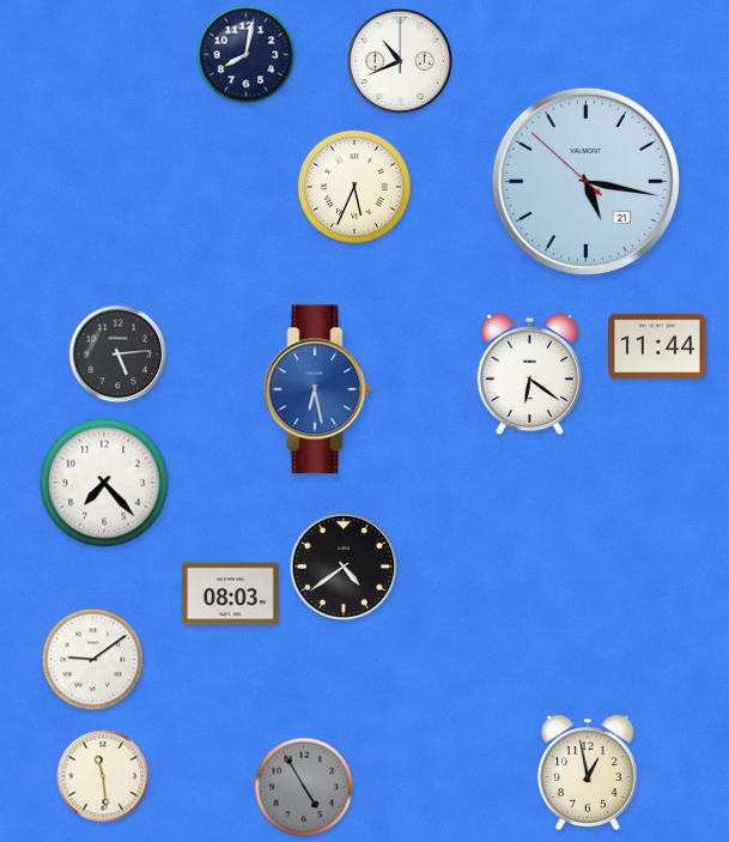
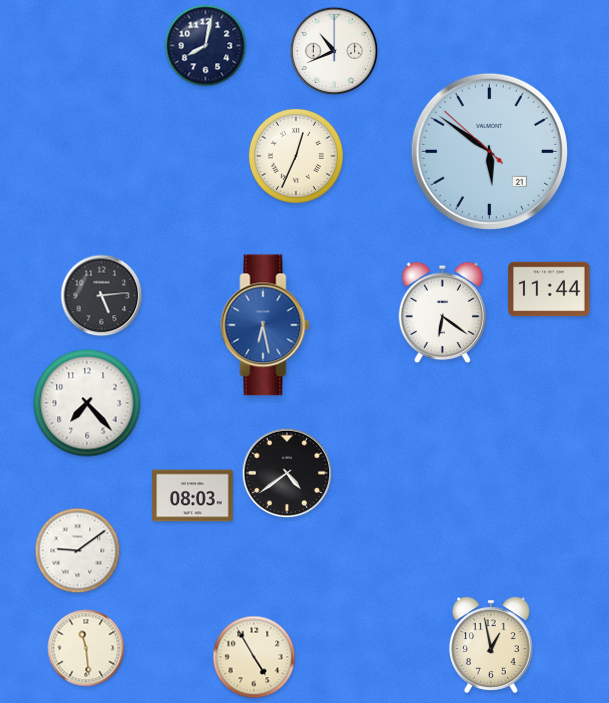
clock at (585, 181): 5:16 -> 5:50
clock at (354, 187): 5:34 -> 12:34
clock at (119, 355) position: (119, 355) -> (102, 296)
clock at (304, 787) dial: grey -> cream
